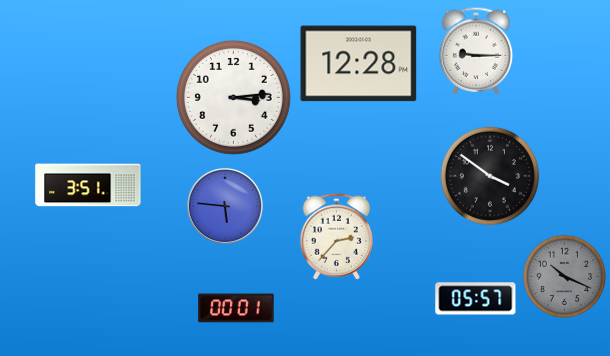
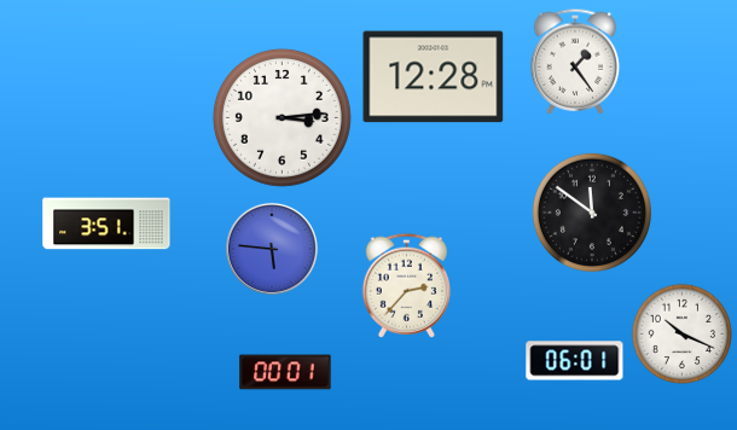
clock at (476, 51): 9:15 -> 1:24
clock at (490, 176): 3:51 -> 11:51
clock at (564, 276) dial: grey -> white
clock at (476, 299): 05:57 -> 06:01
